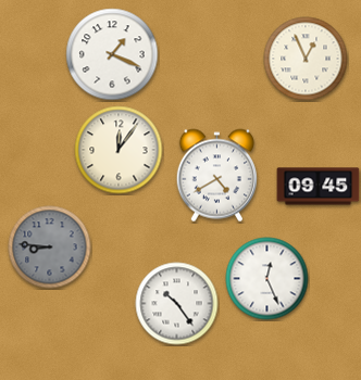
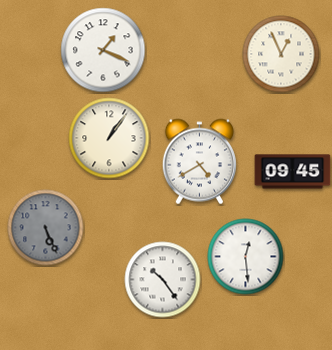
clock at (119, 150): 12:06 -> 1:06
clock at (50, 248): 8:46 -> 5:26
clock at (267, 279): 12:26 -> 12:29
